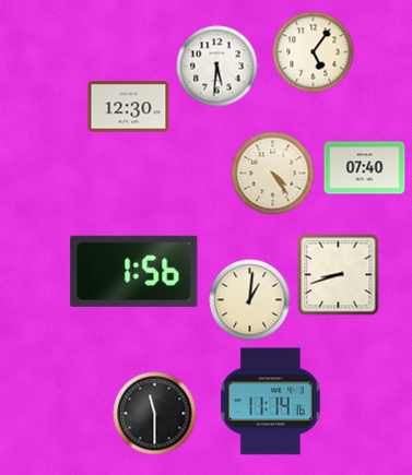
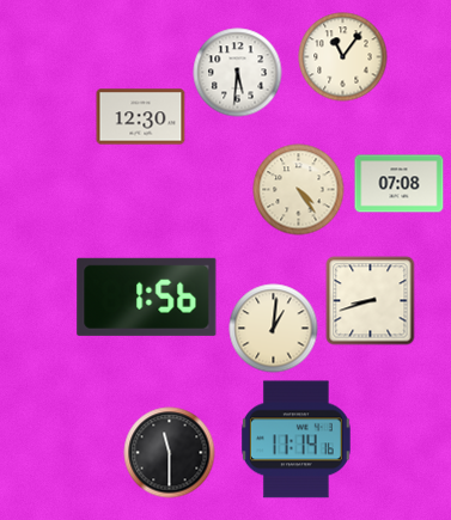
clock at (314, 52): 5:06 -> 11:06
clock at (365, 168): 07:40 -> 07:08
